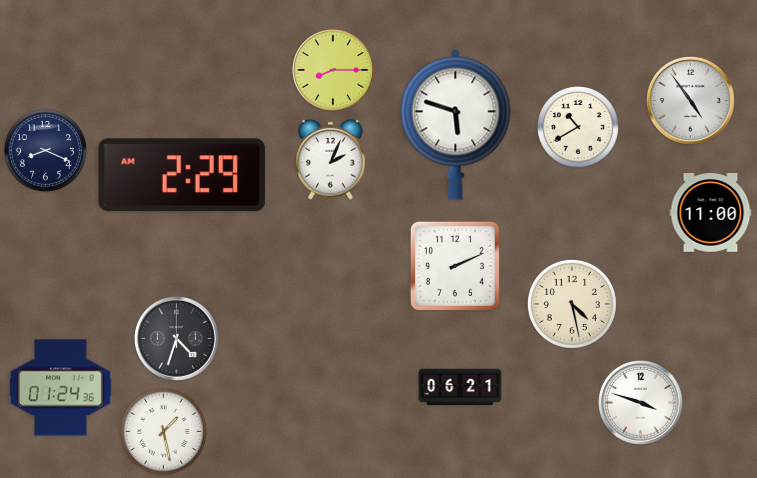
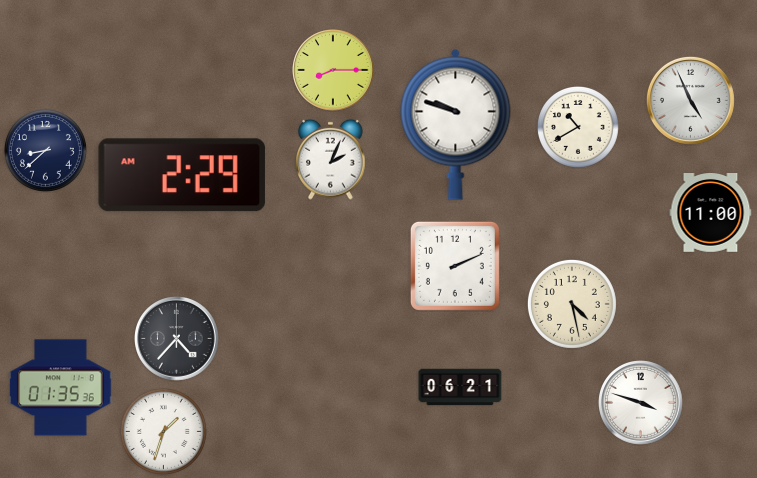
clock at (690, 100): 4:54 -> 4:56
clock at (456, 124): 5:48 -> 9:48
clock at (45, 150): 8:19 -> 8:38
clock at (177, 339): 4:33 -> 4:37
clock at (61, 388): 01:24 -> 01:35
clock at (163, 431): 1:28 -> 1:33
